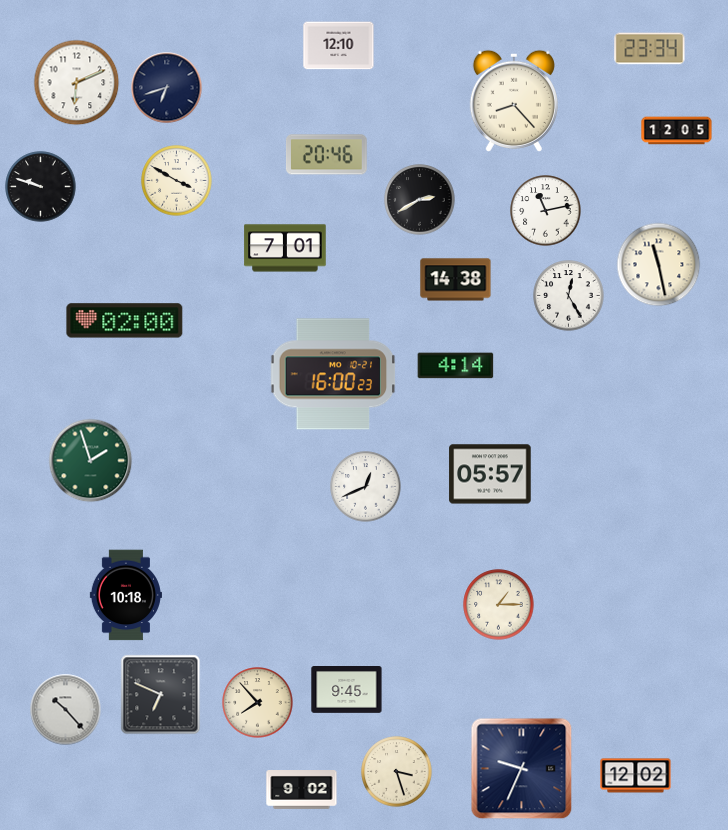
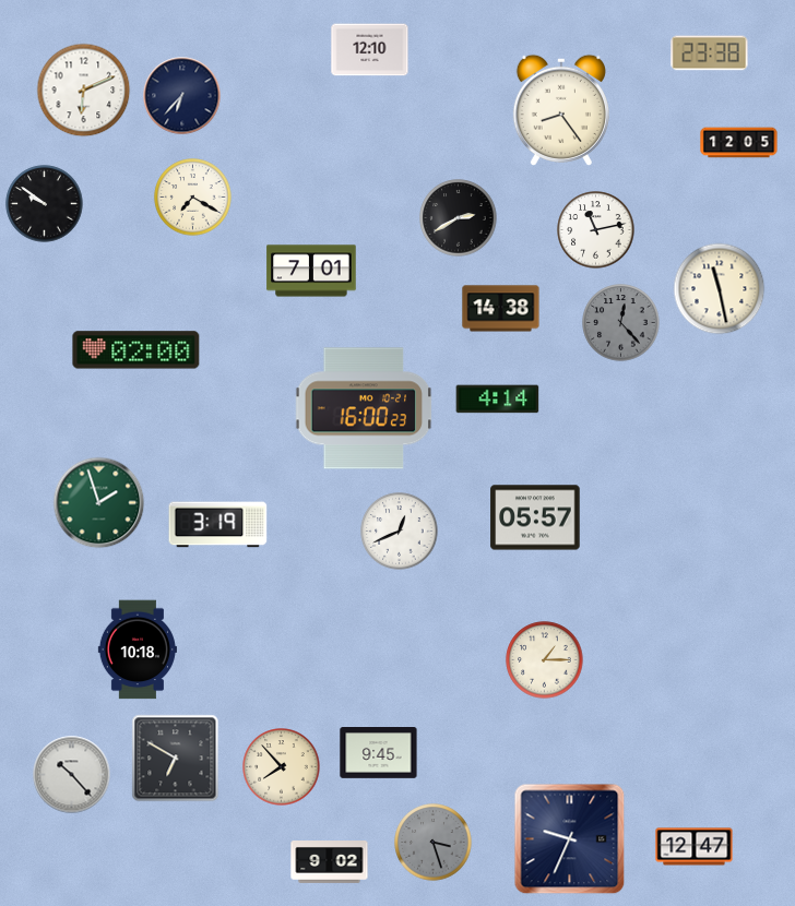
clock at (650, 49): 23:34 -> 23:38
clock at (167, 88): 6:42 -> 6:37
clock at (514, 101): 8:23 -> 8:24
clock at (326, 155): 20:46 -> none
clock at (177, 181): 3:50 -> 7:20
clock at (41, 187): 9:48 -> 9:51
clock at (456, 280) position: (456, 280) -> (501, 309)
clock at (569, 296): 12:25 -> 12:23
clock at (569, 296) dial: white -> grey
clock at (218, 525): none -> 3:19
clock at (161, 695): 6:49 -> 6:50
clock at (397, 772) dial: cream -> grey
clock at (636, 776): 12:02 -> 12:47
